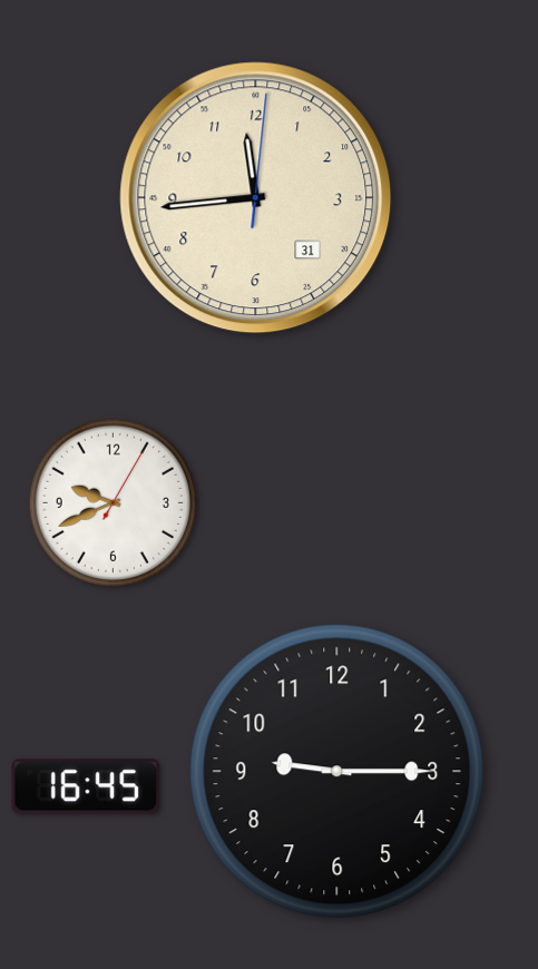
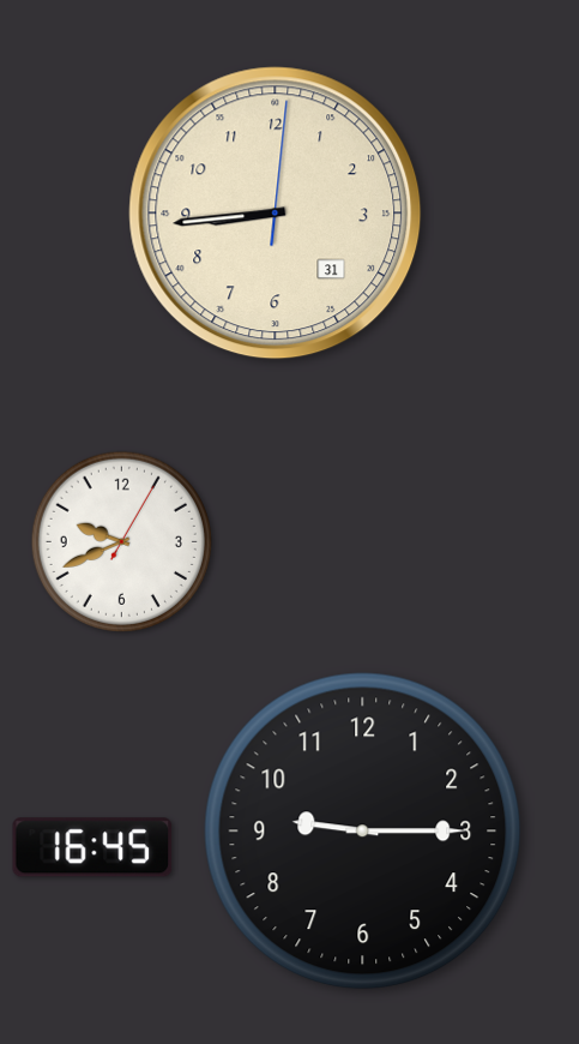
clock at (256, 198): 11:44 -> 8:44
